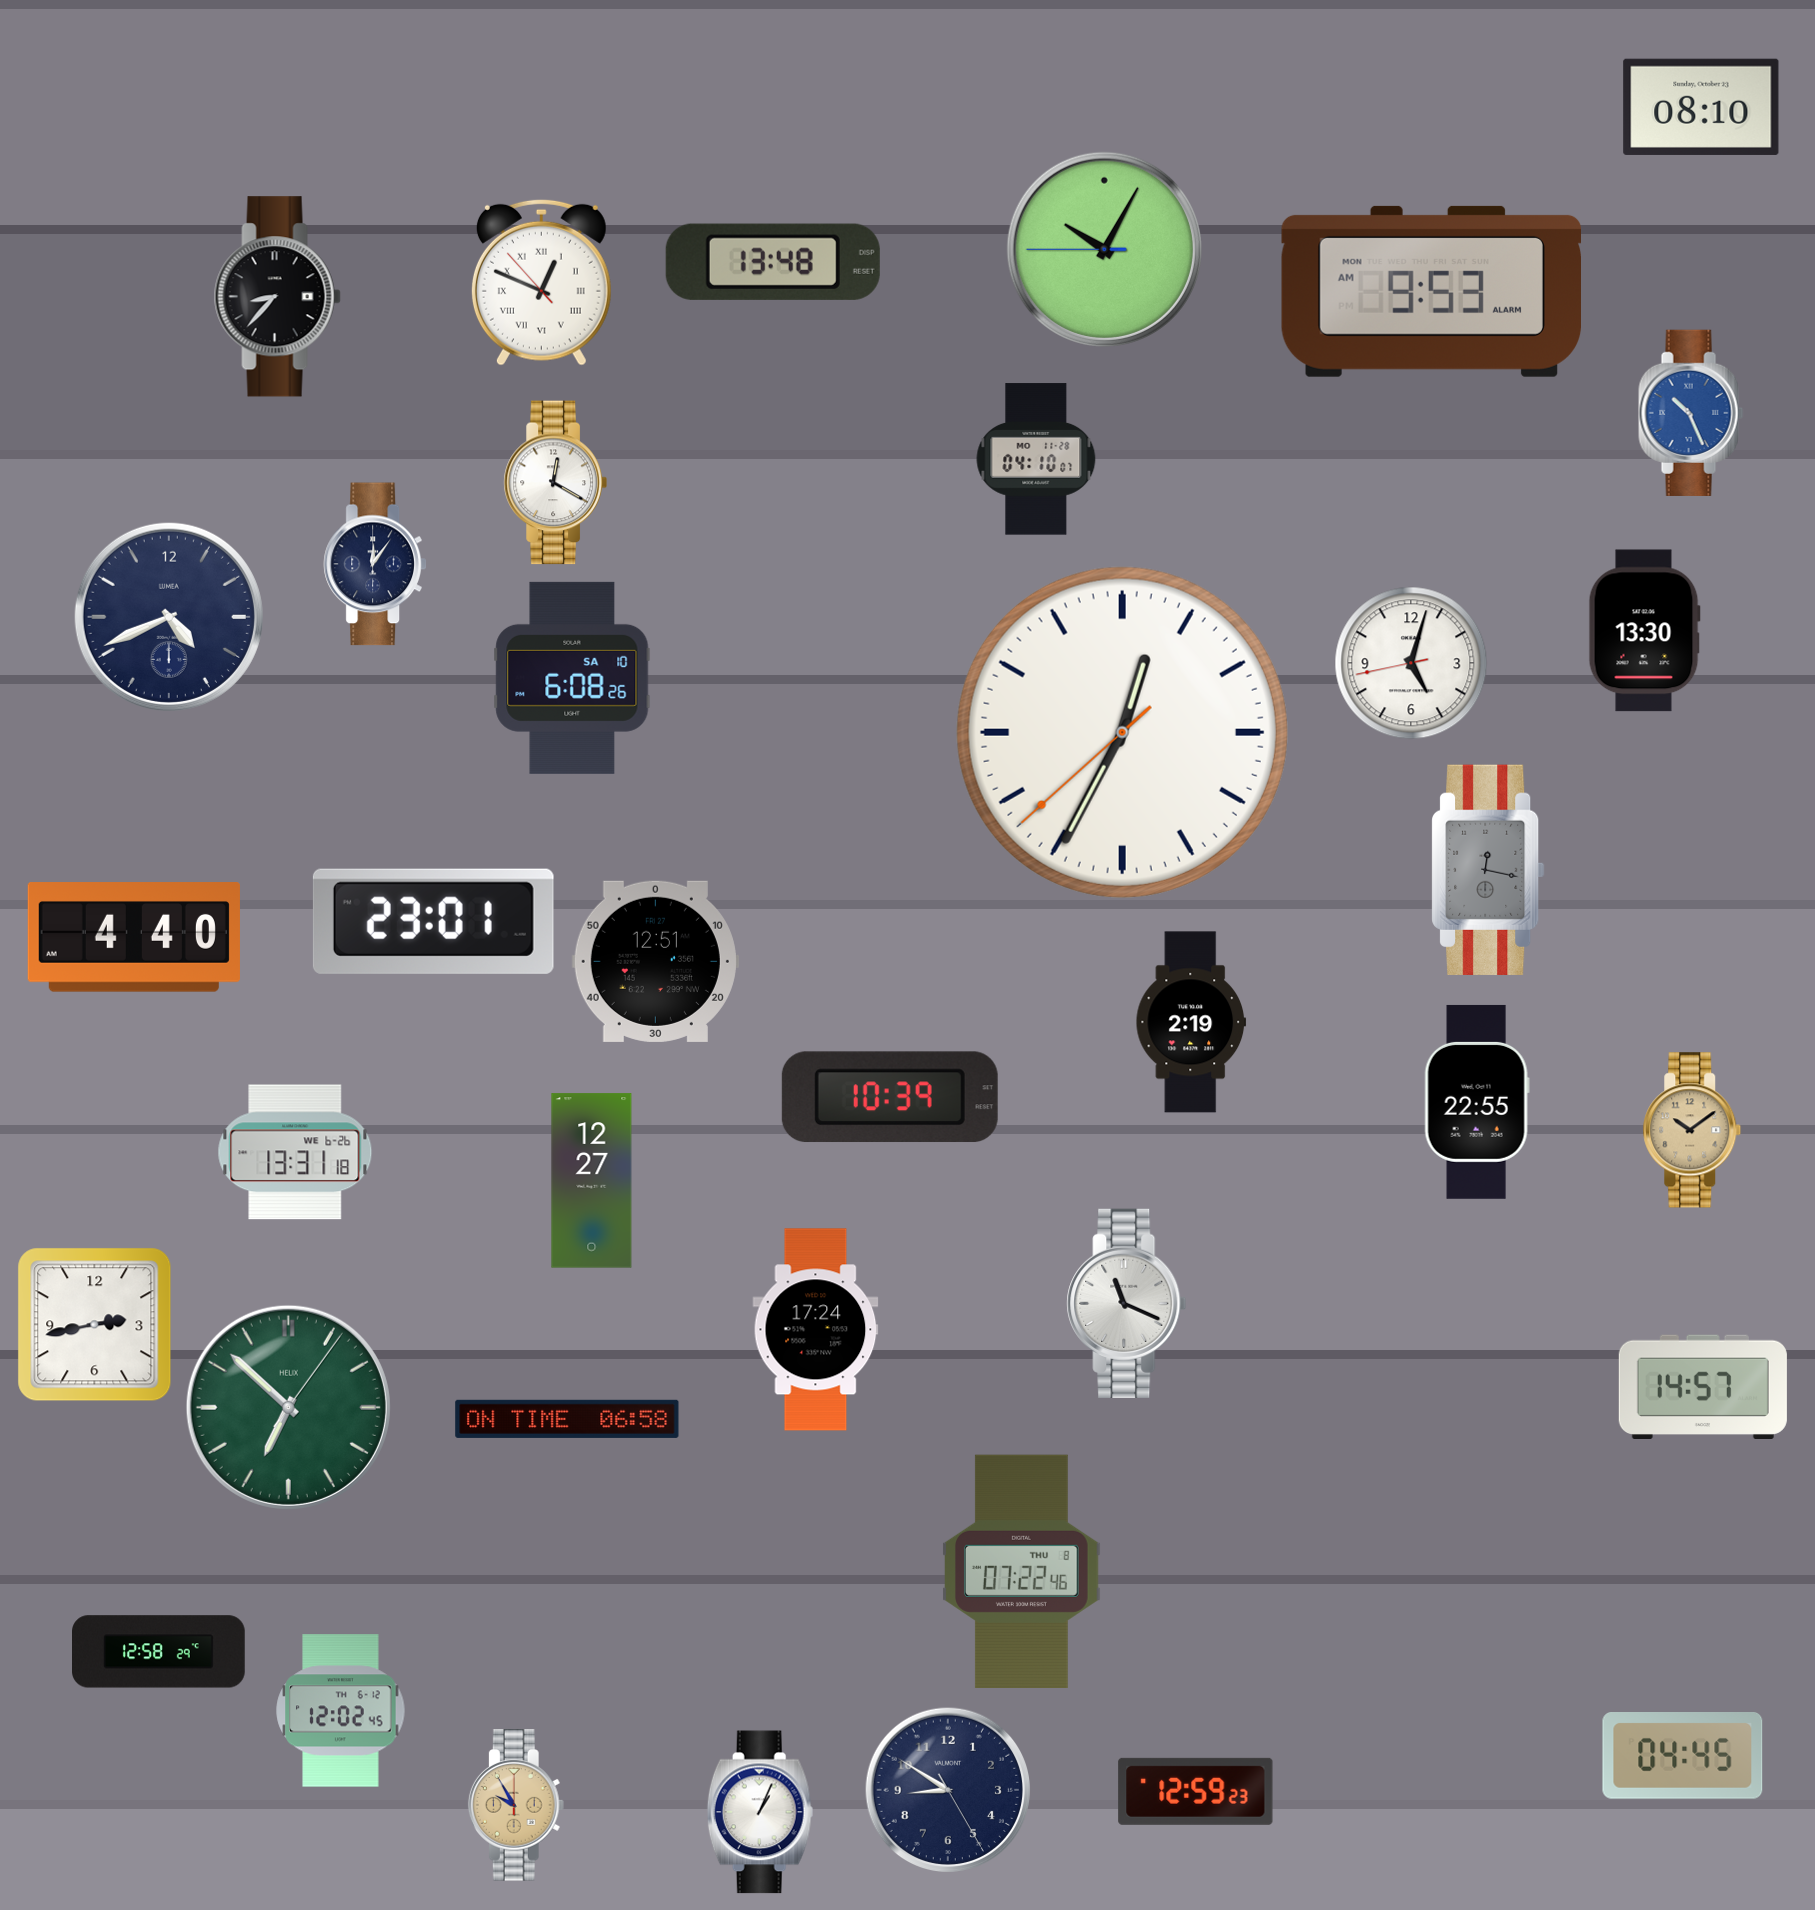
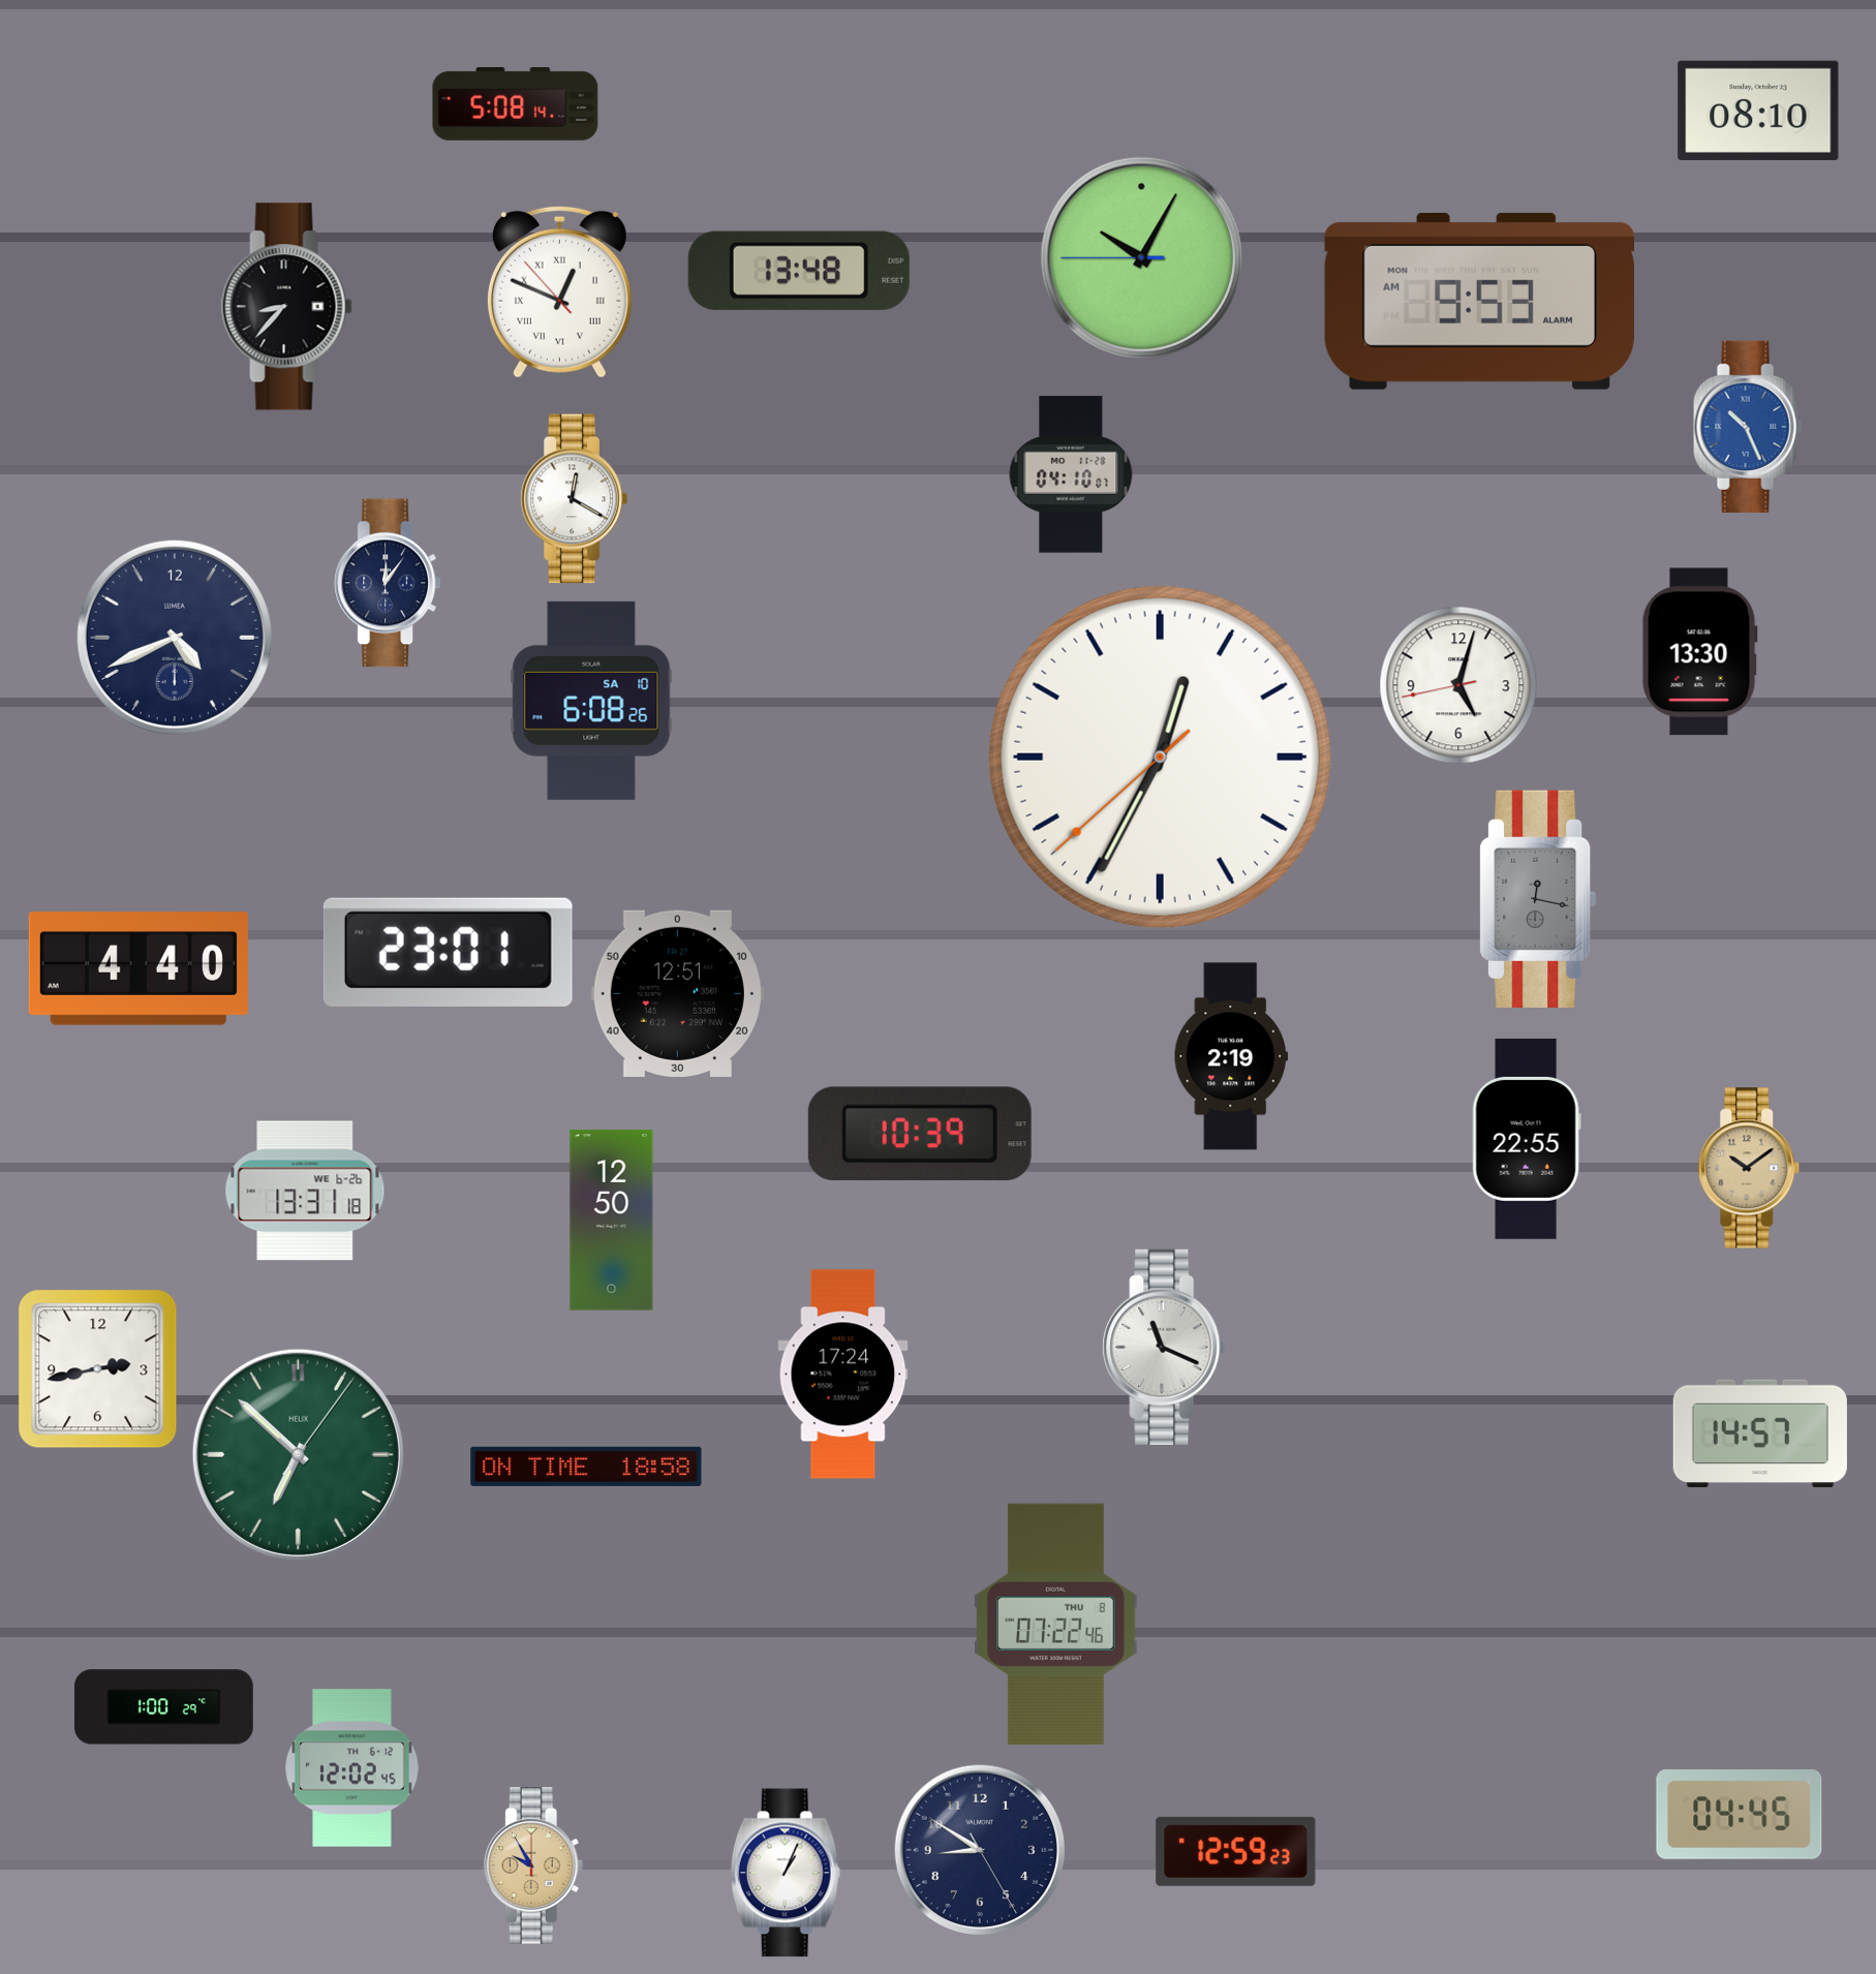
clock at (516, 104): none -> 5:08
clock at (592, 1181): 12:27 -> 12:50
clock at (567, 1419): 06:58 -> 18:58
clock at (159, 1652): 12:58 -> 1:00
